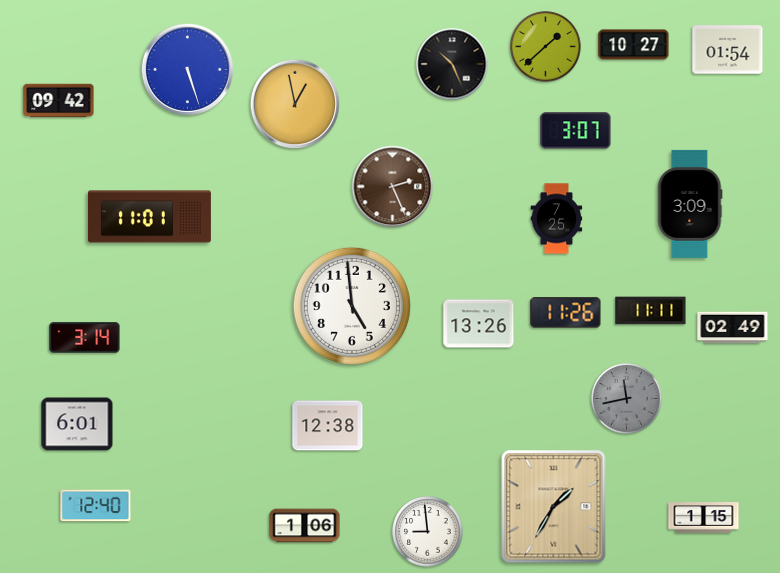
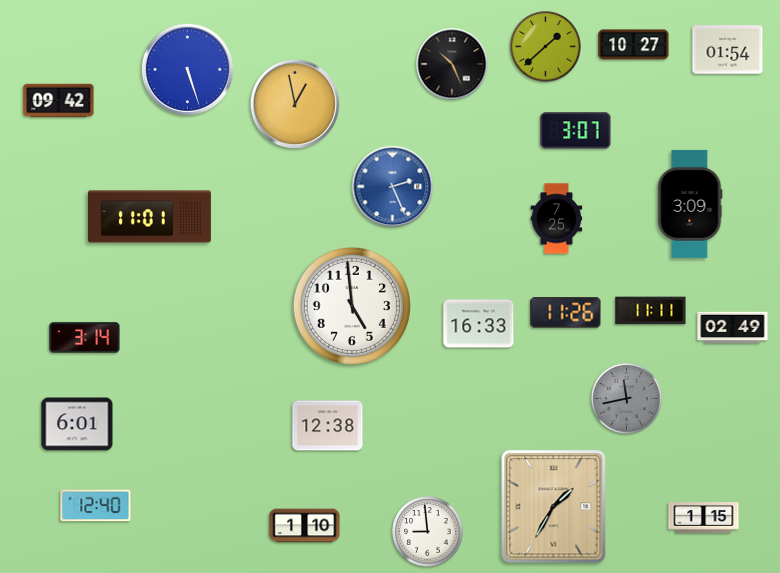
clock at (393, 187) dial: brown -> blue
clock at (479, 324): 13:26 -> 16:33
clock at (305, 526): 1:06 -> 1:10
